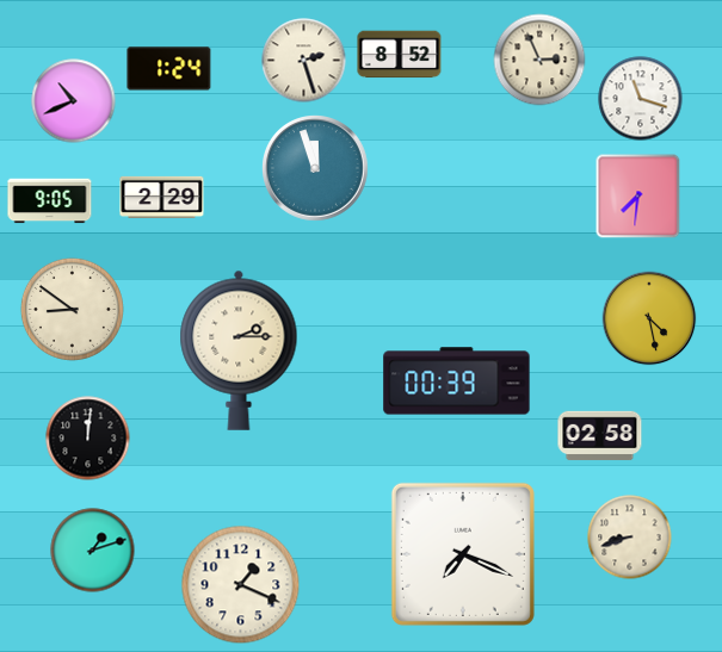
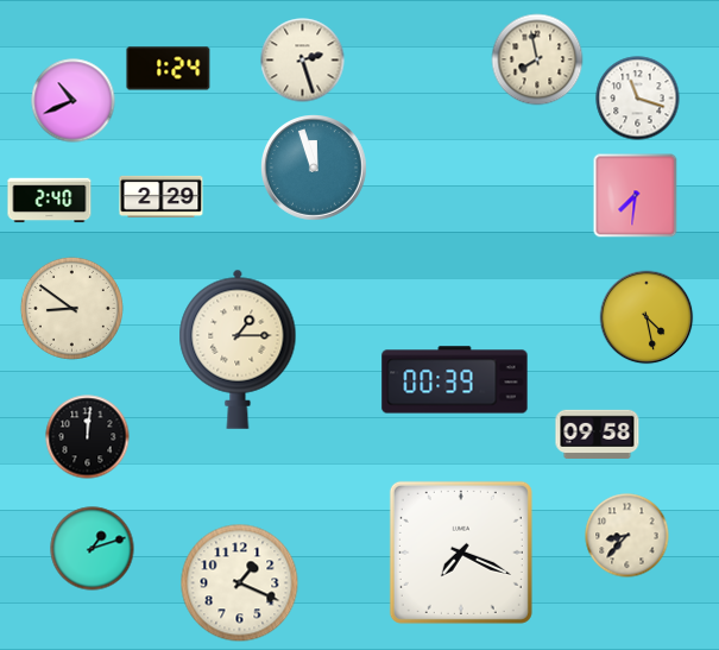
clock at (400, 55): 8:52 -> none
clock at (539, 60): 2:56 -> 7:58
clock at (50, 201): 9:05 -> 2:40
clock at (239, 350): 2:15 -> 1:15
clock at (600, 436): 02:58 -> 09:58
clock at (630, 538): 8:42 -> 8:37
